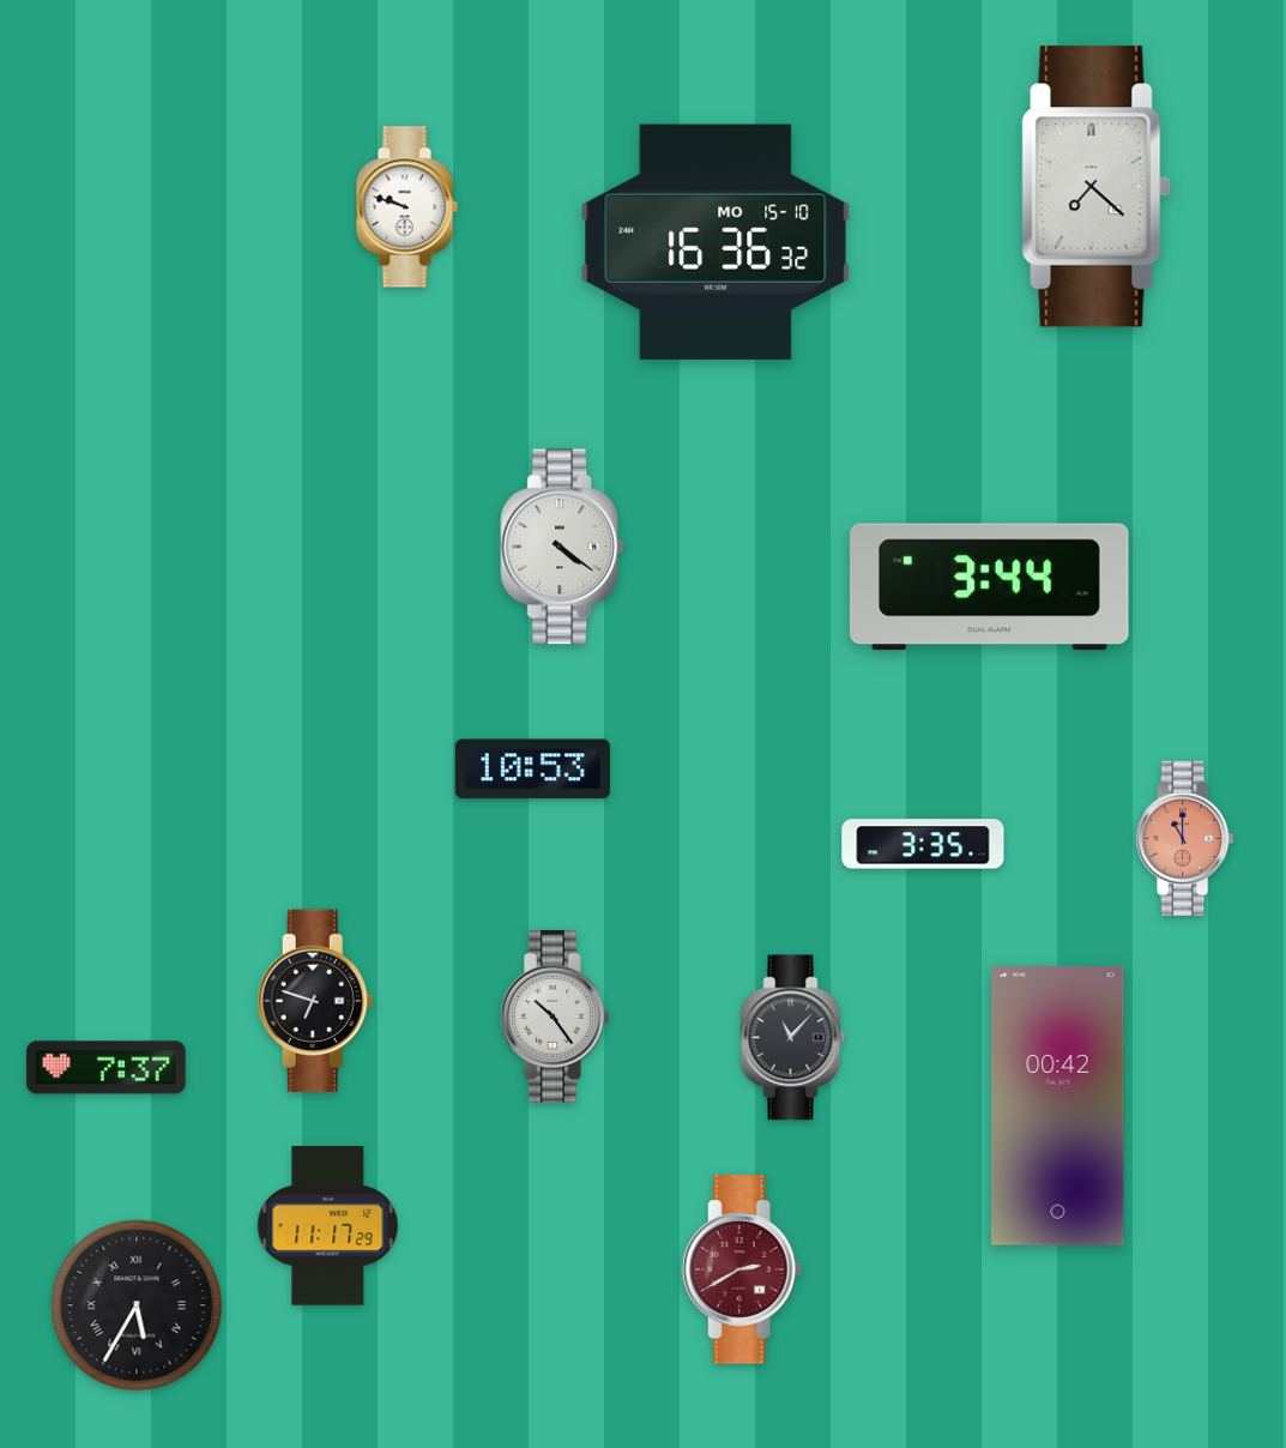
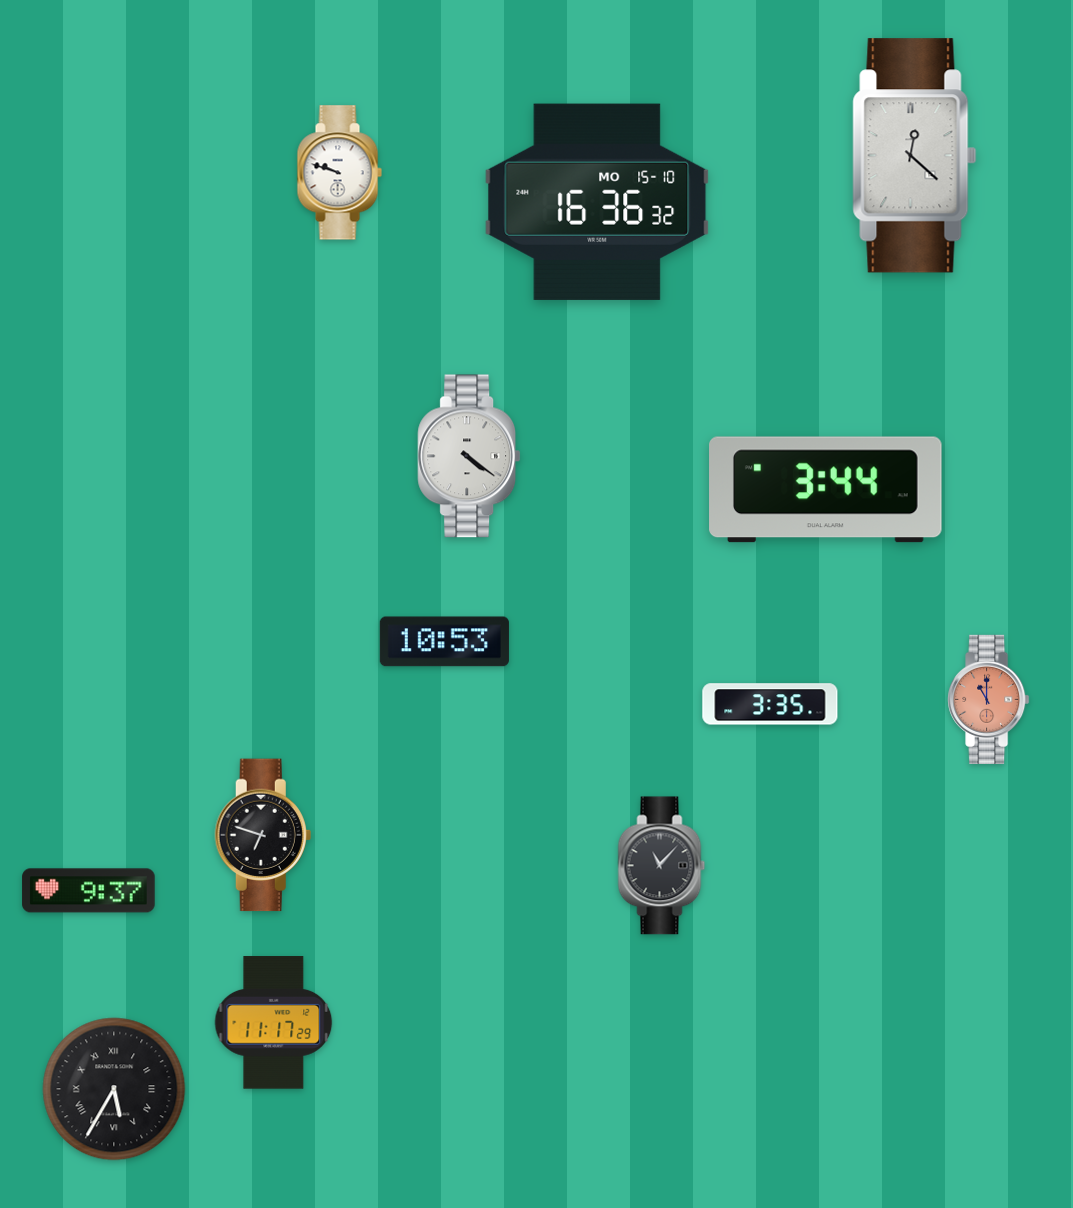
clock at (1097, 187): 7:22 -> 12:22
clock at (555, 1016): 10:24 -> none
clock at (107, 1068): 7:37 -> 9:37
clock at (1058, 1106): 00:42 -> none
clock at (742, 1269): 2:40 -> none
